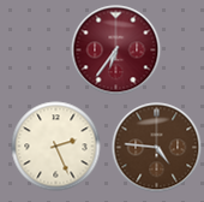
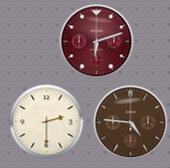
clock at (116, 50): 6:36 -> 6:12
clock at (56, 147): 2:26 -> 2:30
